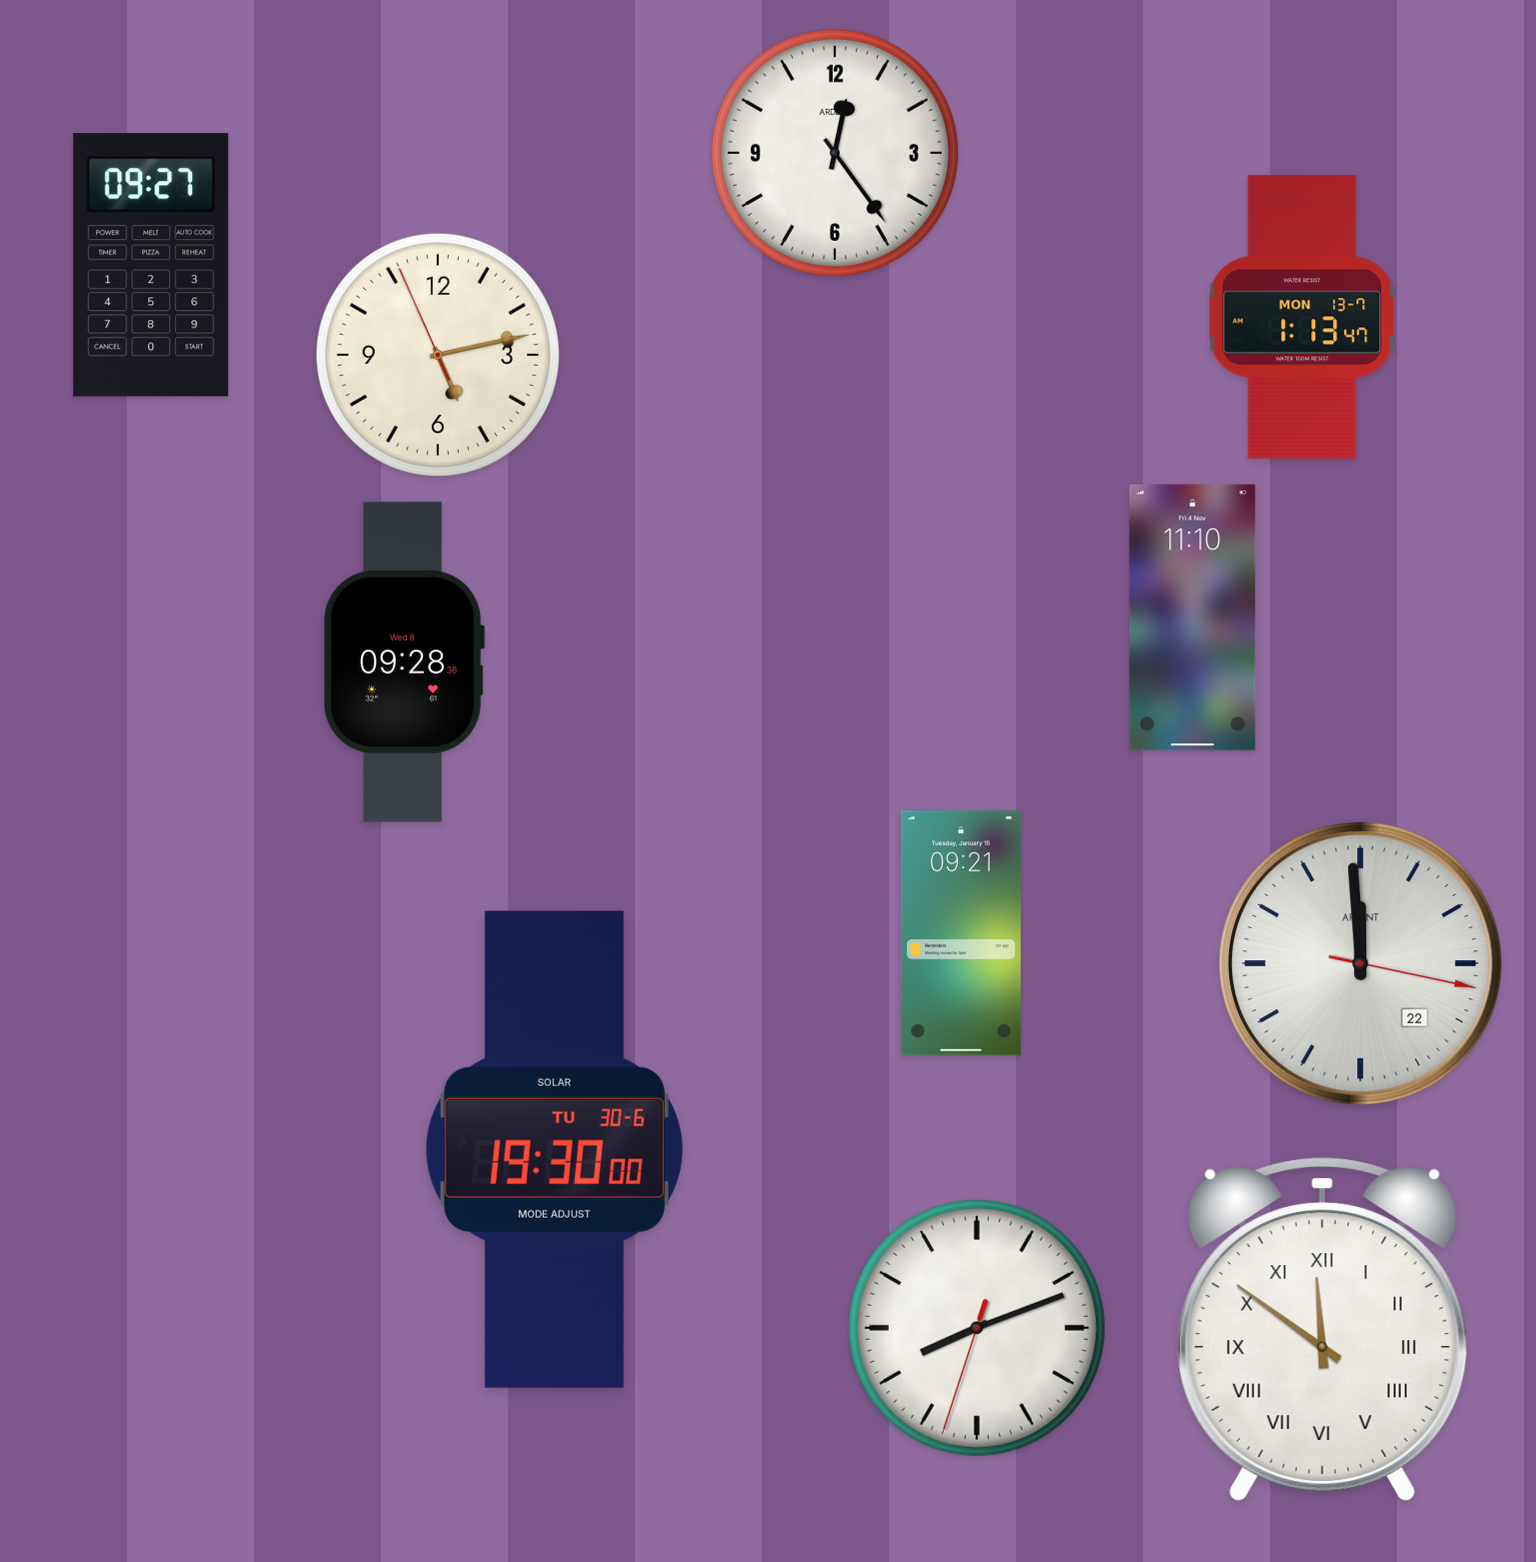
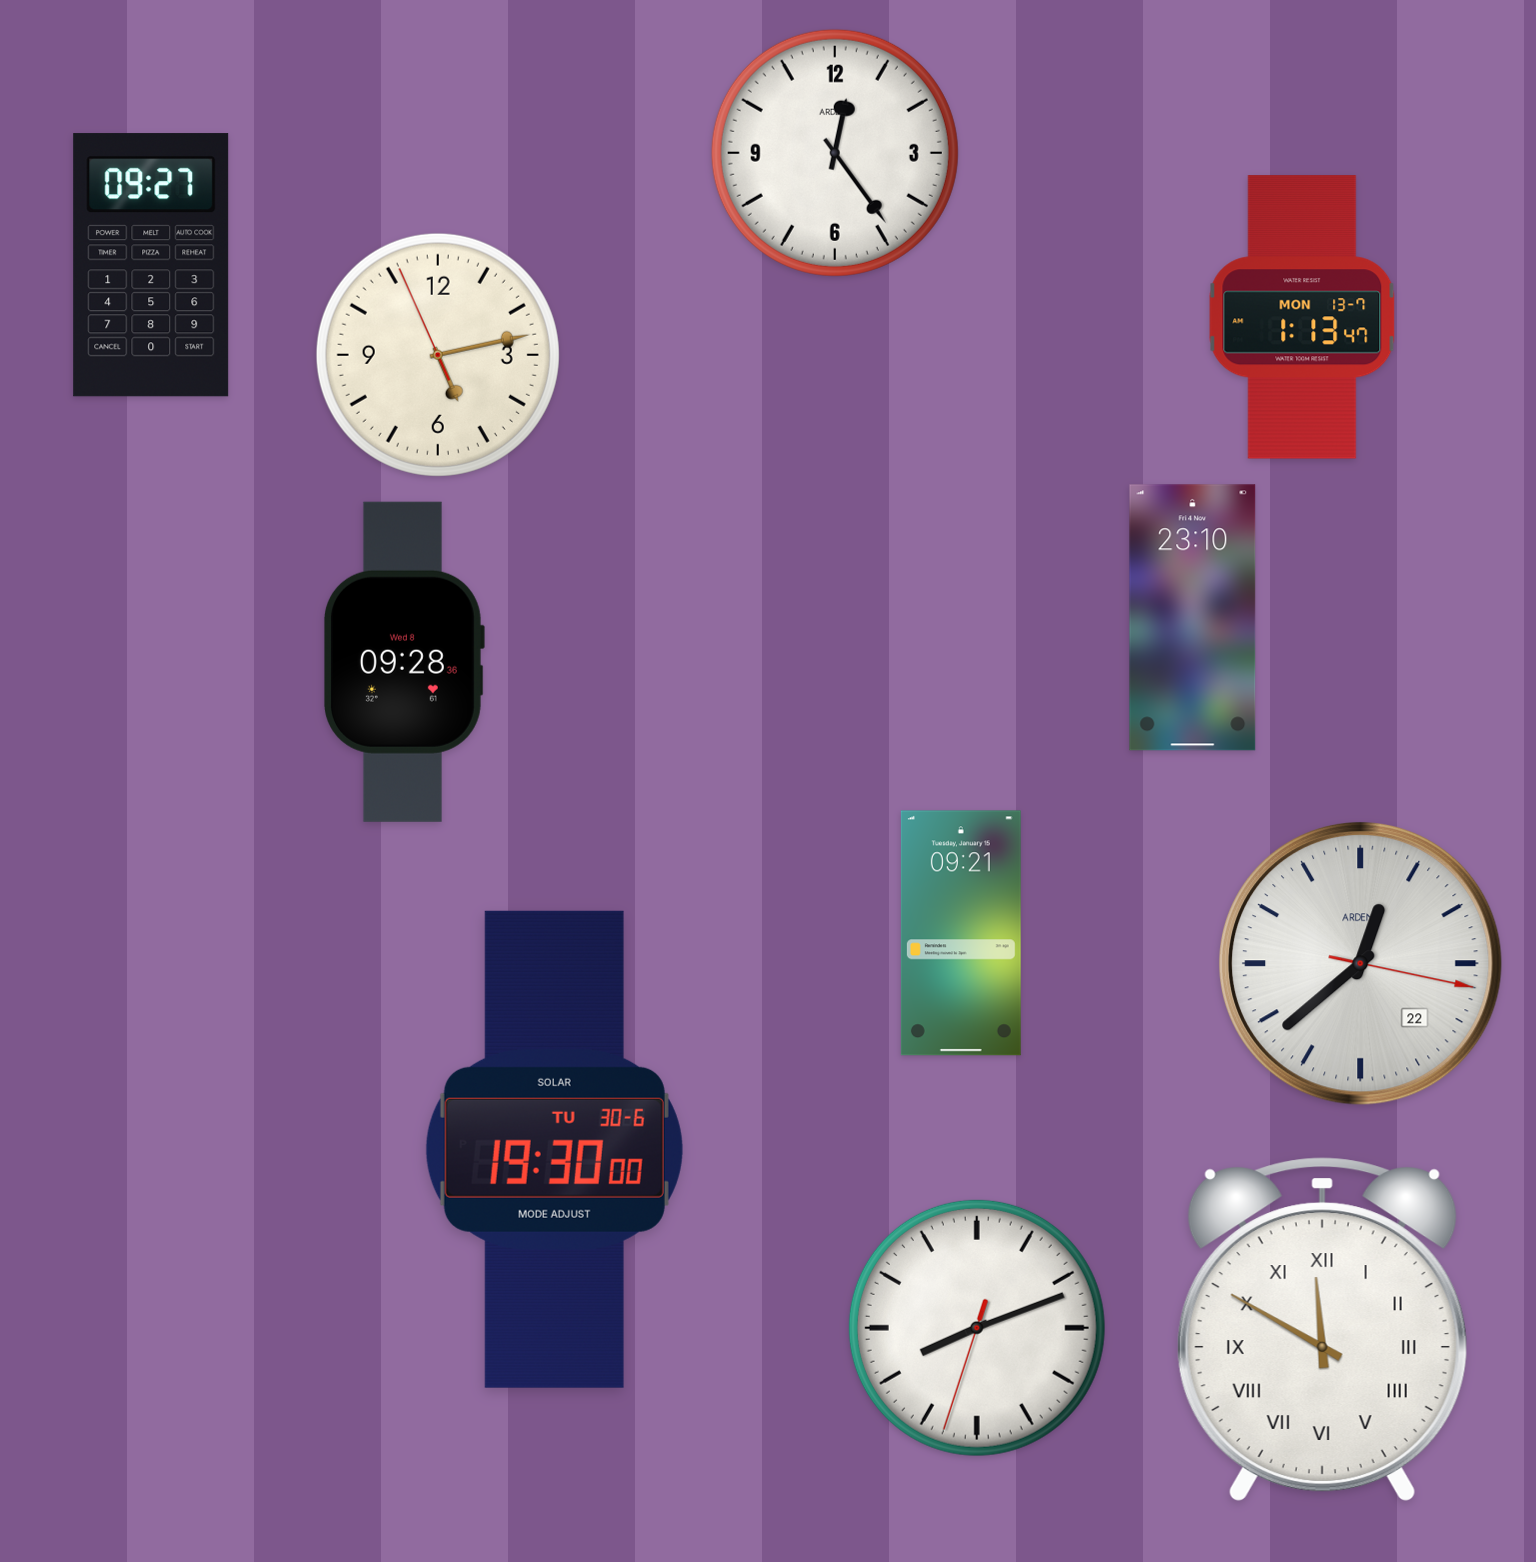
clock at (1193, 618): 11:10 -> 23:10
clock at (1361, 964): 11:59 -> 12:38
clock at (1322, 1329): 11:51 -> 11:50
